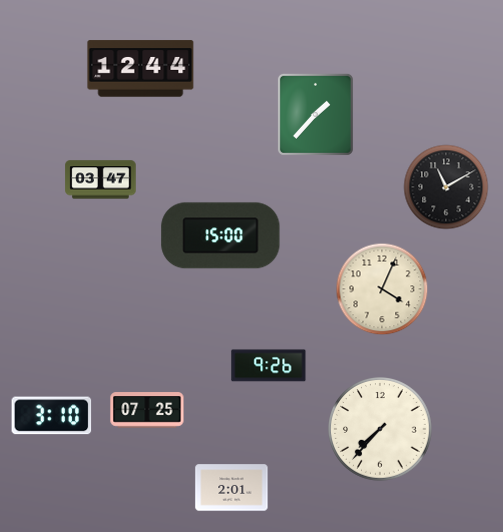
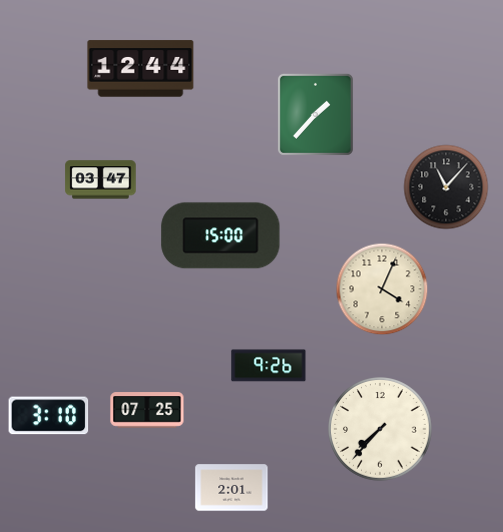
clock at (446, 187): 11:10 -> 11:07
clock at (52, 416) position: (52, 416) -> (49, 416)
